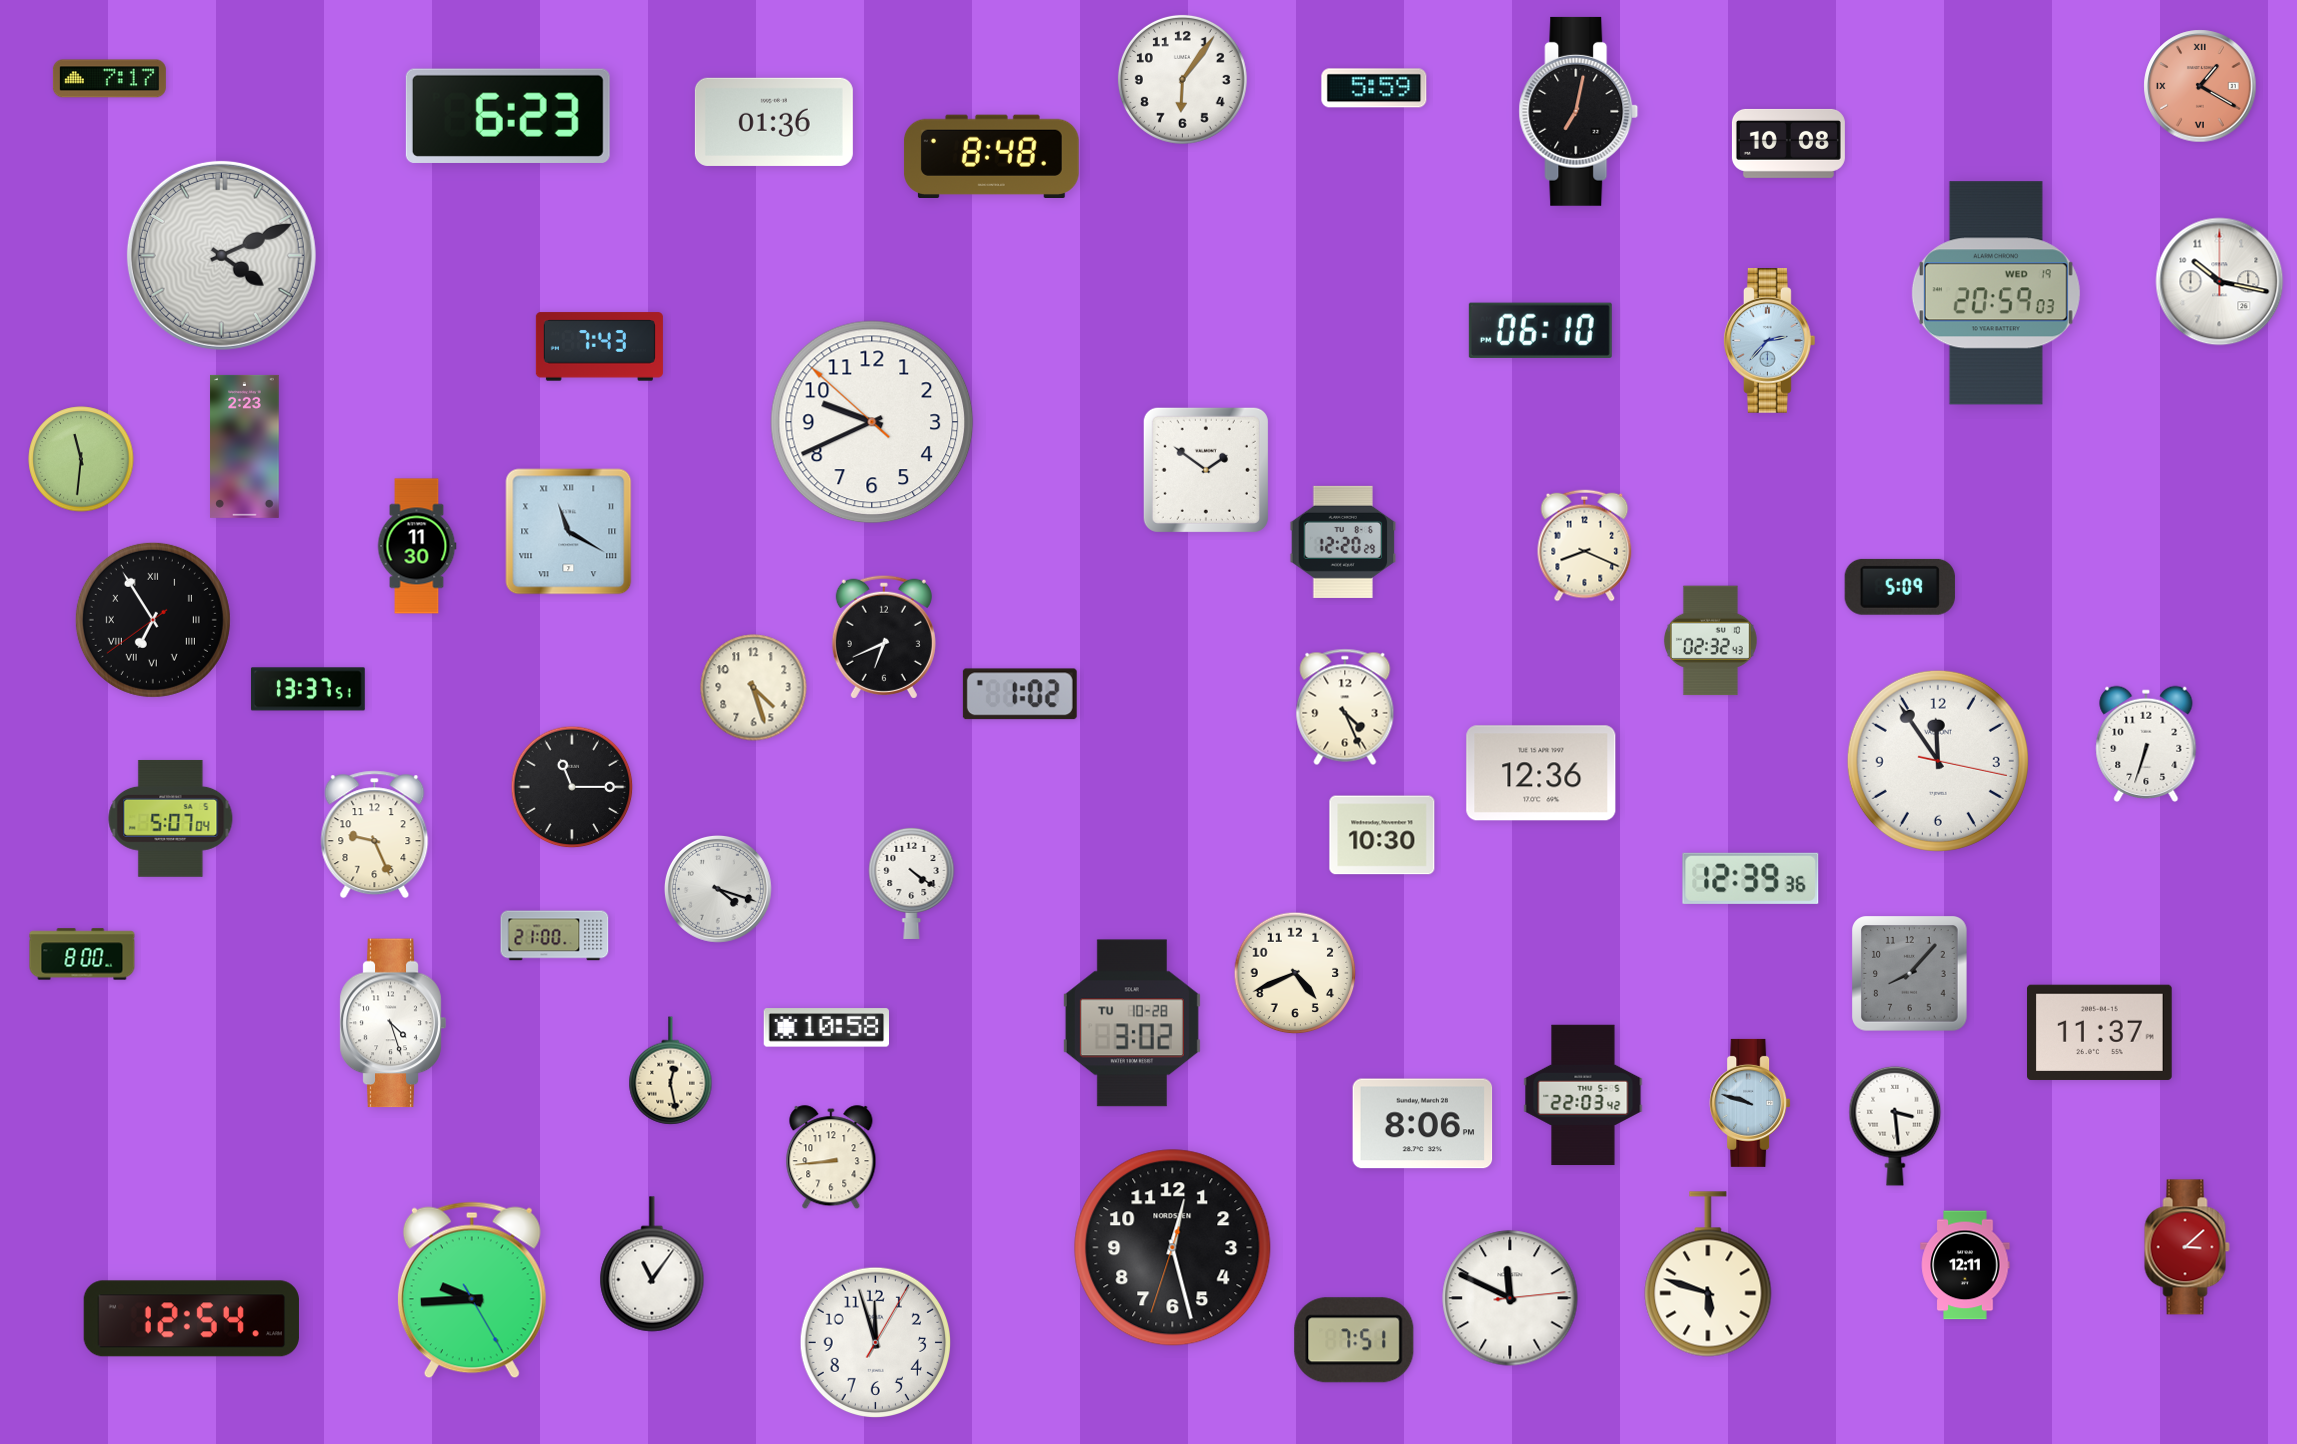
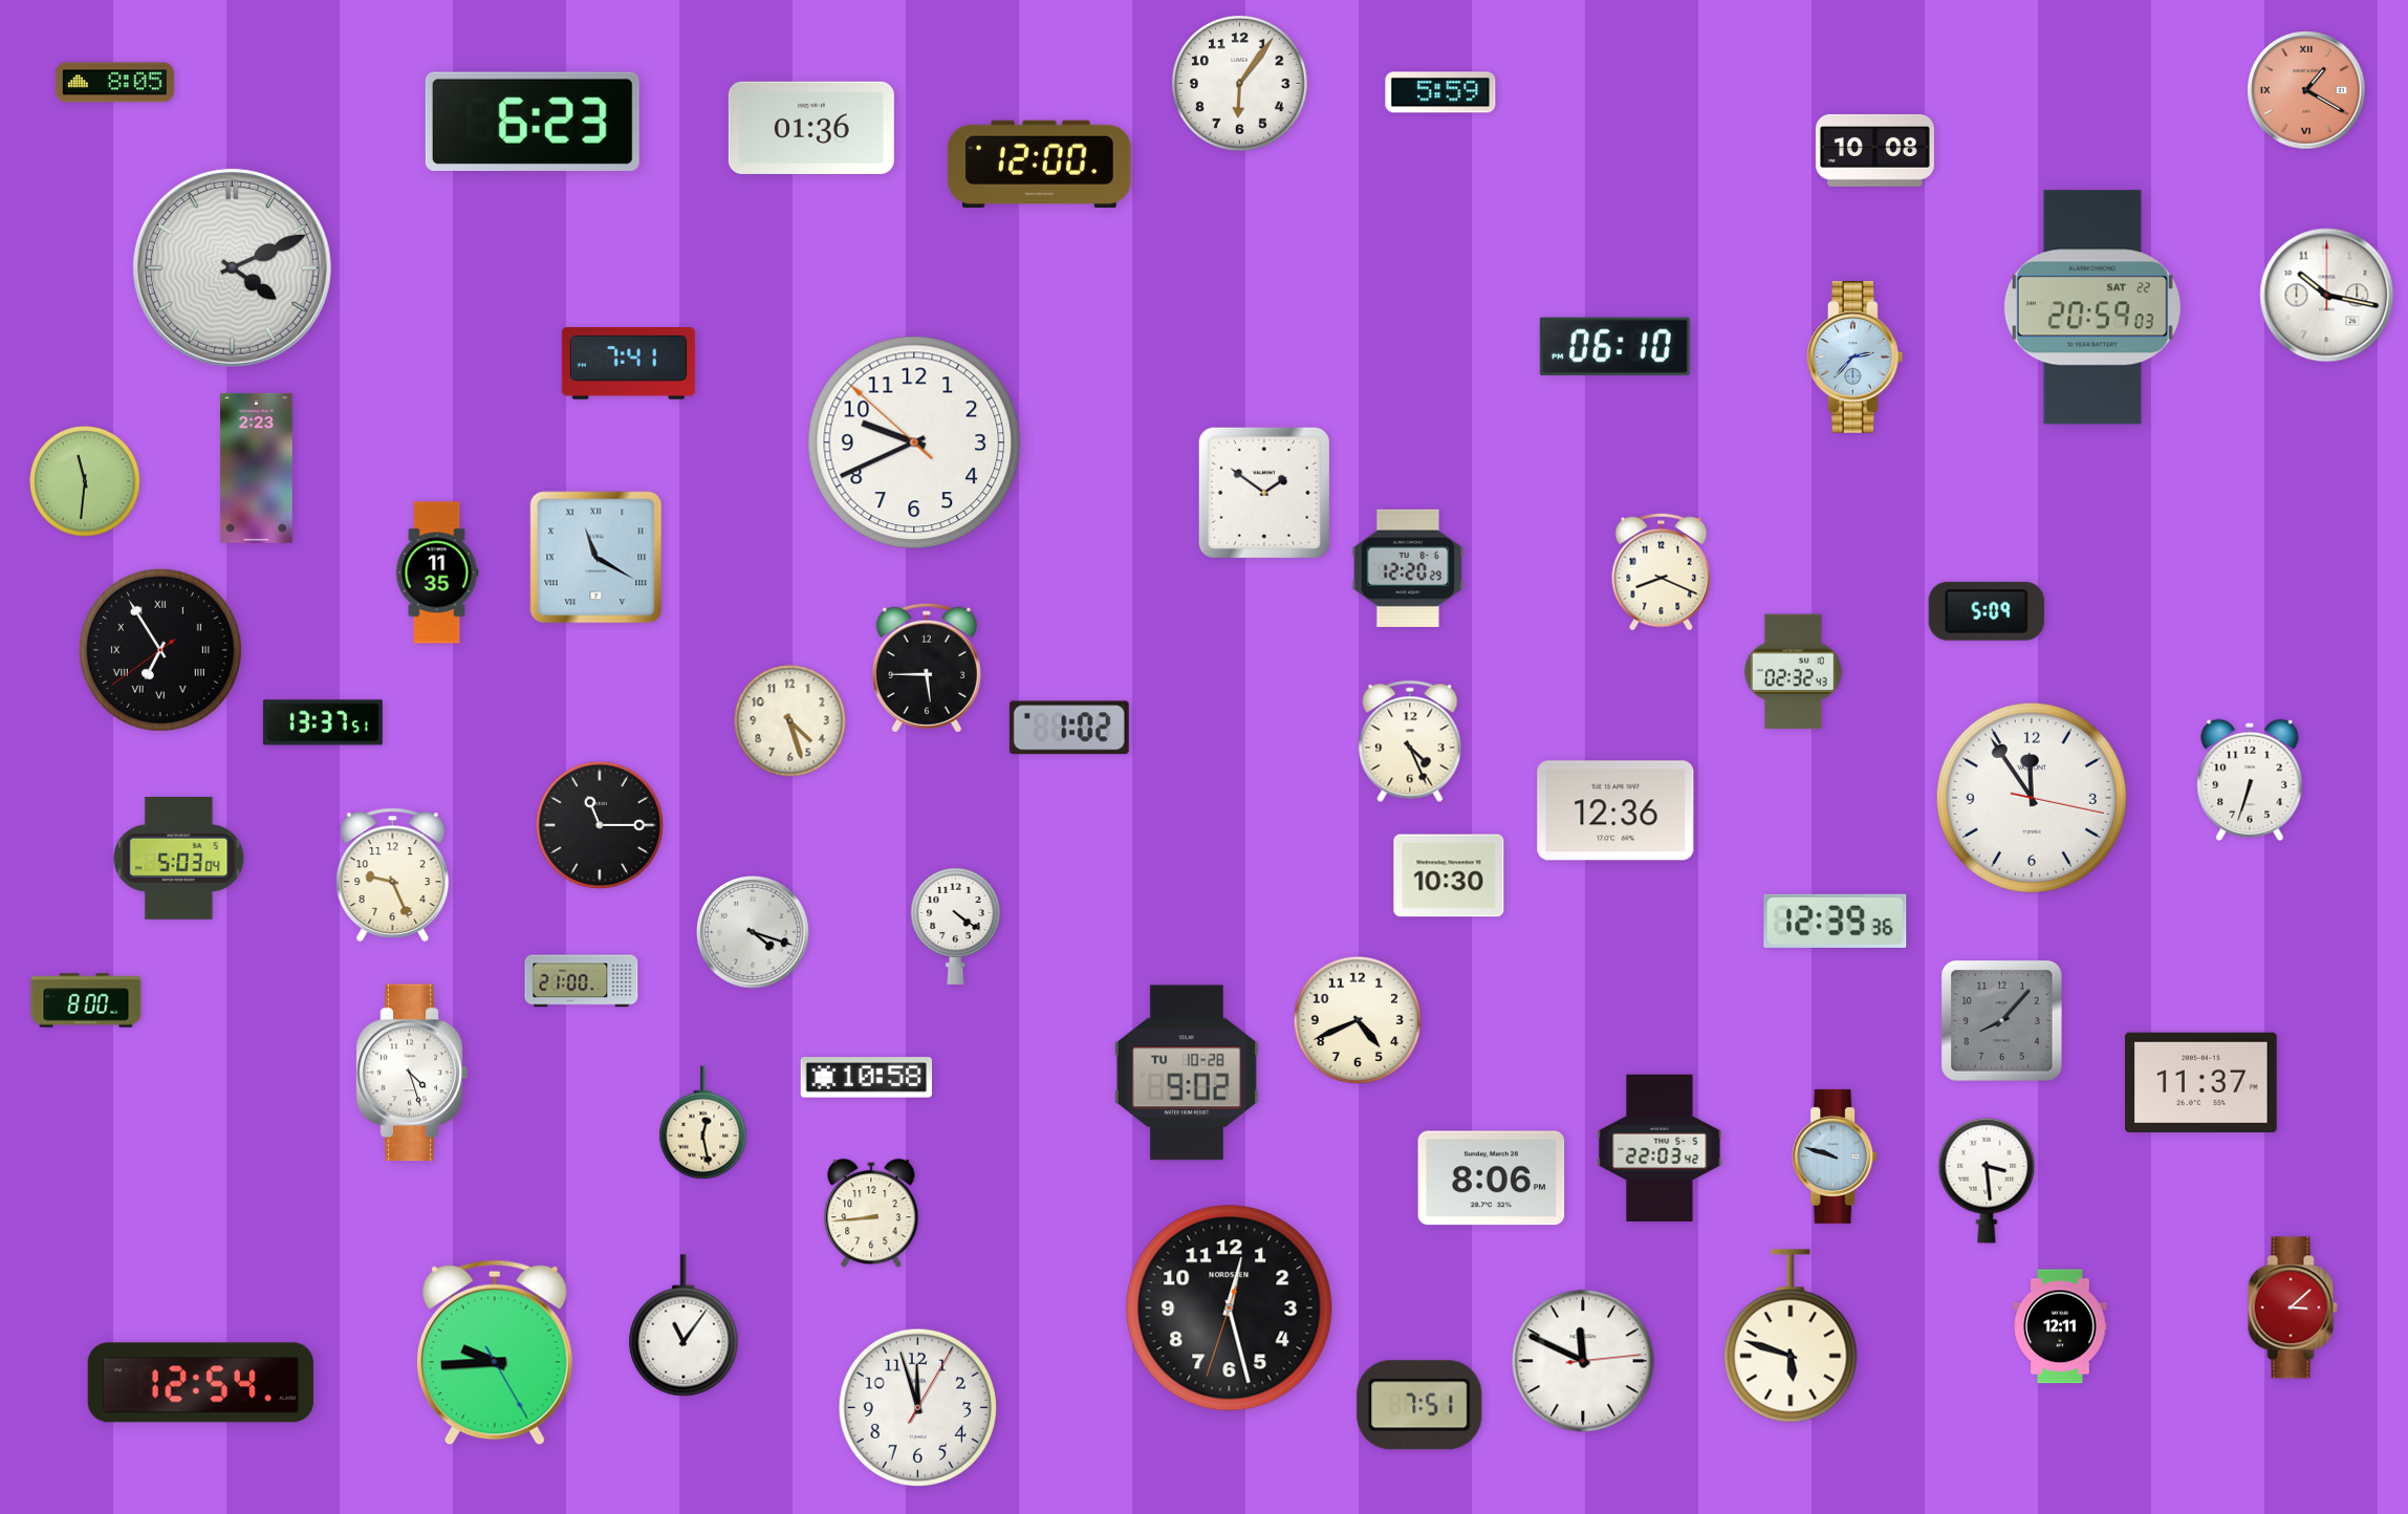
clock at (109, 79): 7:17 -> 8:05
clock at (1579, 111): 7:02 -> none
clock at (991, 156): 8:48 -> 12:00
clock at (1996, 293) date: WED 19 -> SAT 22
clock at (599, 347): 7:43 -> 7:41
clock at (417, 546): 11:30 -> 11:35
clock at (1900, 587) position: (1900, 587) -> (1987, 611)
clock at (884, 637): 6:41 -> 5:45
clock at (171, 818): 5:07 -> 5:03
clock at (1132, 1023): 3:02 -> 9:02
